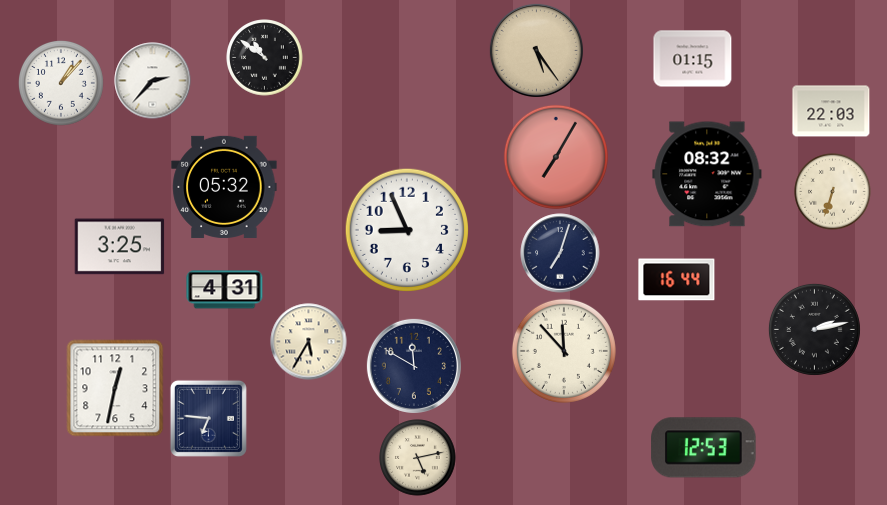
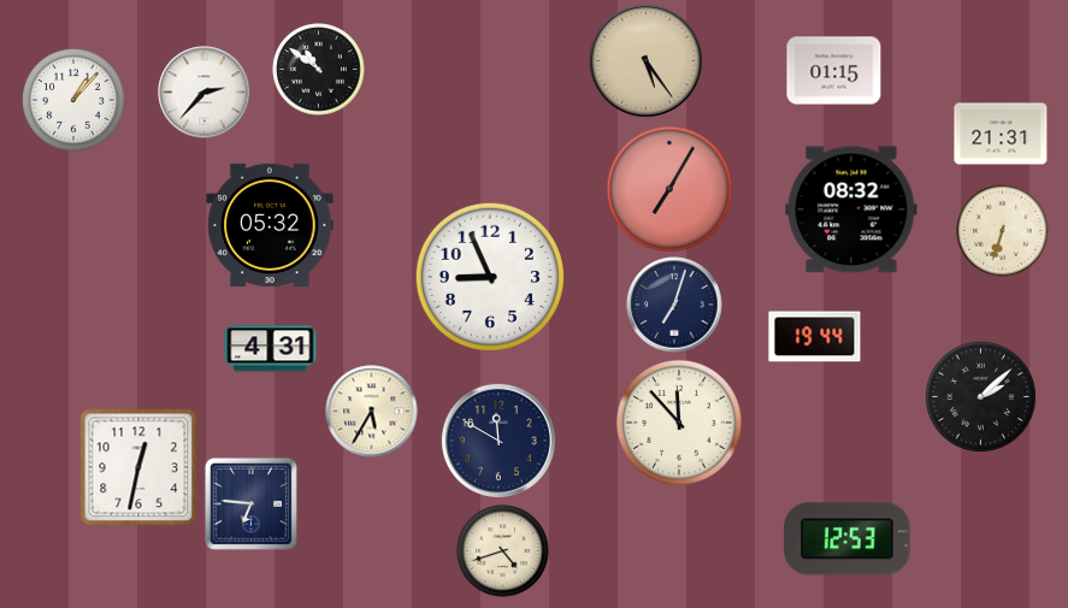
clock at (153, 81) position: (153, 81) -> (205, 93)
clock at (831, 111): 22:03 -> 21:31
clock at (120, 247): 3:25 -> none
clock at (677, 280): 16:44 -> 19:44
clock at (814, 329): 2:13 -> 2:08
clock at (418, 458): 5:13 -> 4:42
